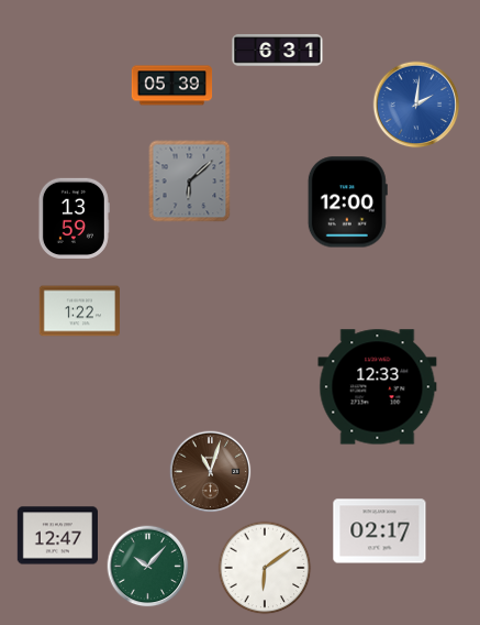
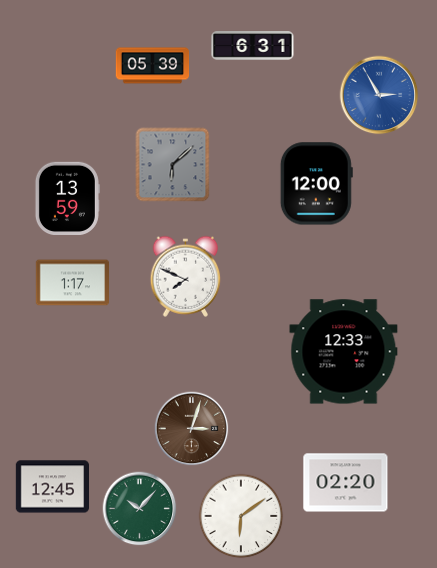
clock at (172, 86) position: (172, 86) -> (153, 66)
clock at (416, 105): 2:01 -> 2:55
clock at (186, 276): none -> 7:49
clock at (80, 311): 1:22 -> 1:17
clock at (211, 472): 11:03 -> 3:03
clock at (380, 531): 02:17 -> 02:20
clock at (58, 536): 12:47 -> 12:45
clock at (148, 567) position: (148, 567) -> (140, 509)
